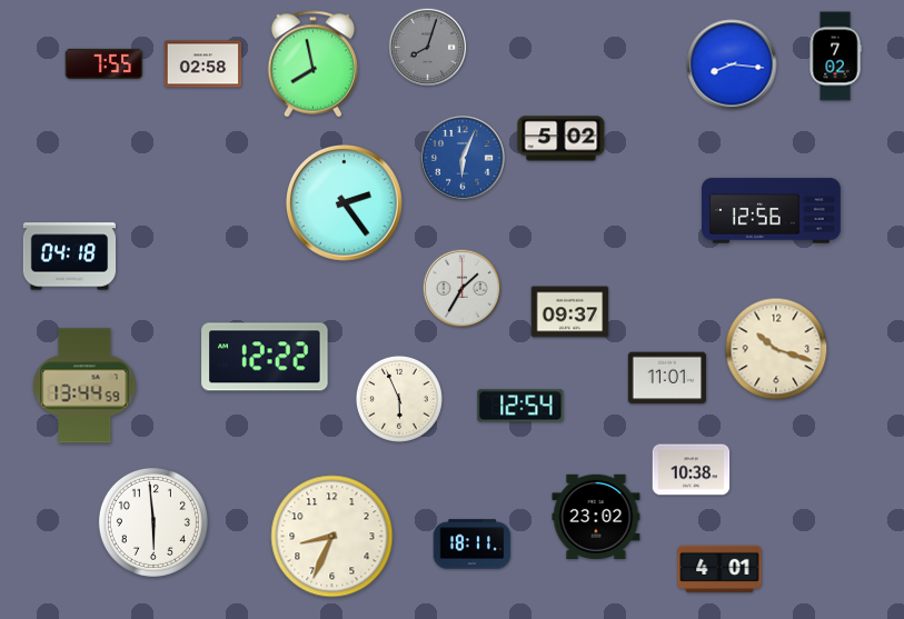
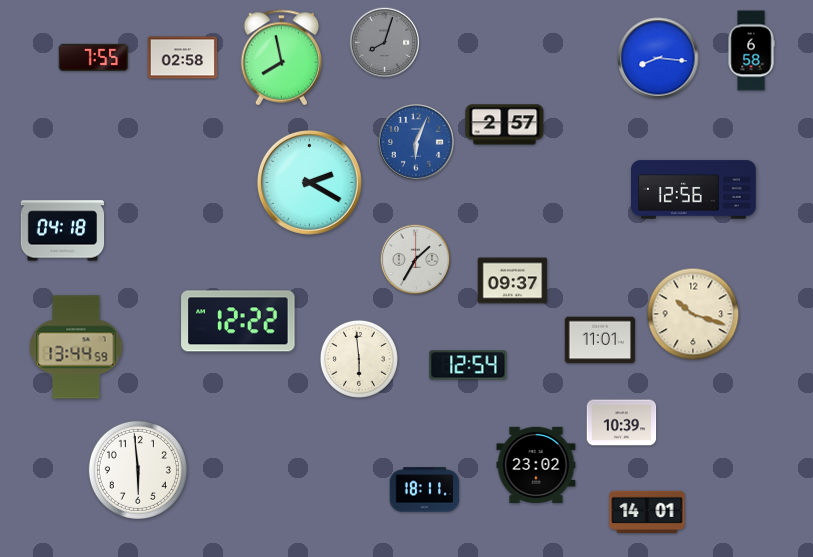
clock at (835, 57): 7:02 -> 6:58
clock at (562, 139): 5:02 -> 2:57
clock at (344, 202): 2:24 -> 2:20
clock at (776, 349) position: (776, 349) -> (693, 314)
clock at (399, 399): 5:56 -> 5:59
clock at (692, 470): 10:38 -> 10:39
clock at (332, 537): 8:34 -> none
clock at (719, 569): 4:01 -> 14:01
